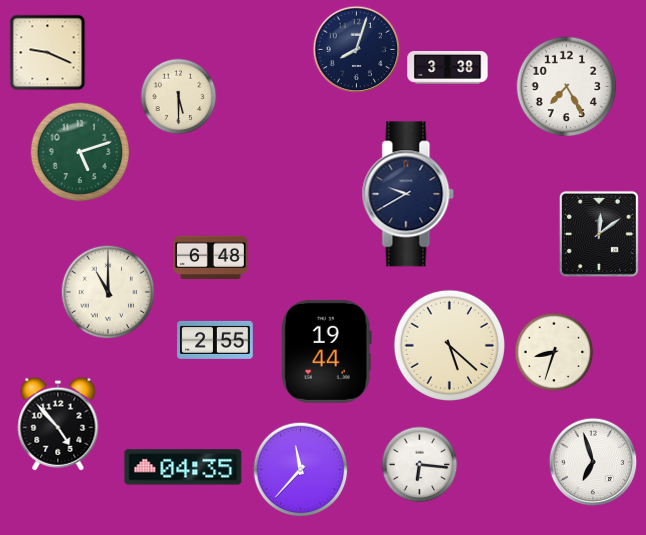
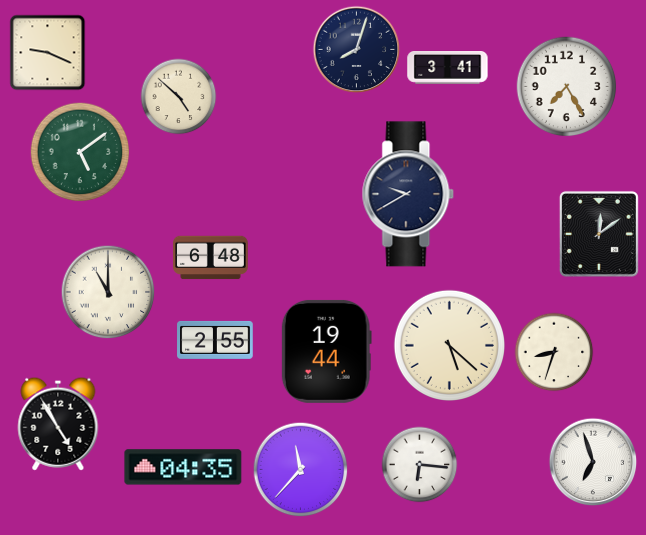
clock at (448, 68): 3:38 -> 3:41
clock at (179, 97): 5:30 -> 4:52
clock at (80, 152): 5:12 -> 5:09
clock at (58, 424): 4:53 -> 4:55
